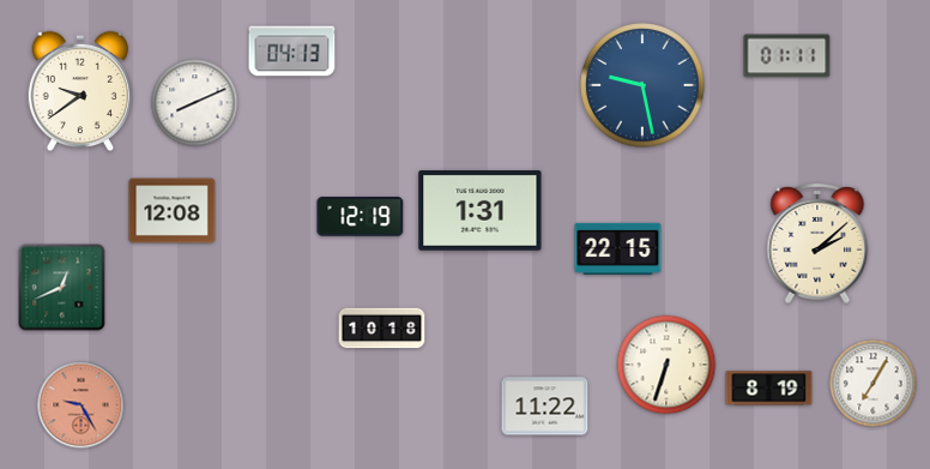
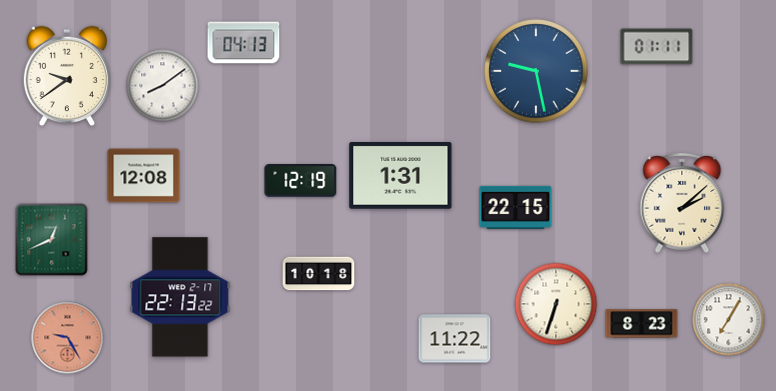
clock at (195, 103): 8:11 -> 8:09
clock at (180, 297): none -> 22:13
clock at (769, 389): 8:19 -> 8:23
